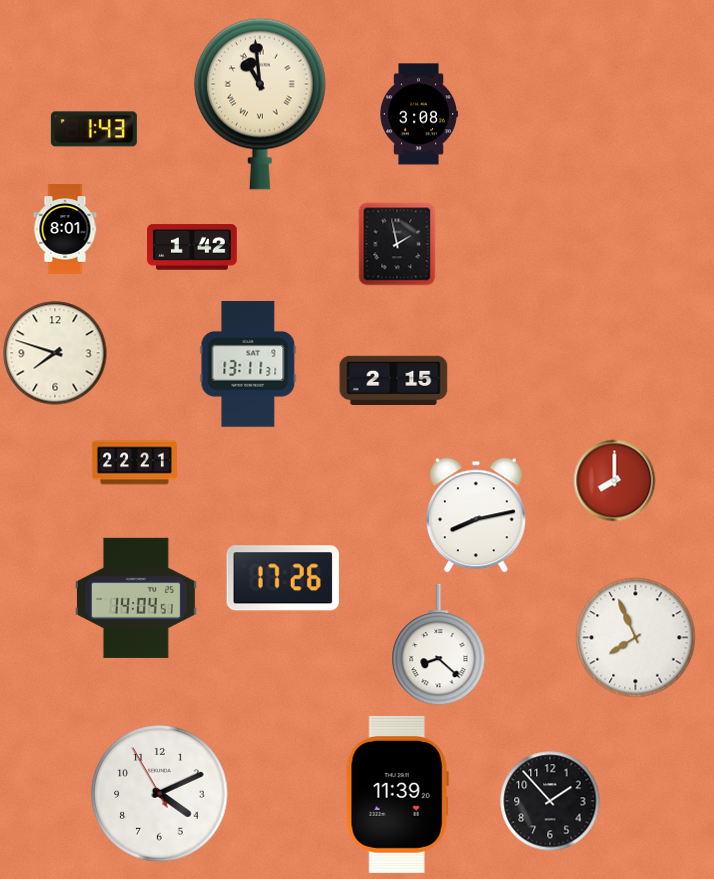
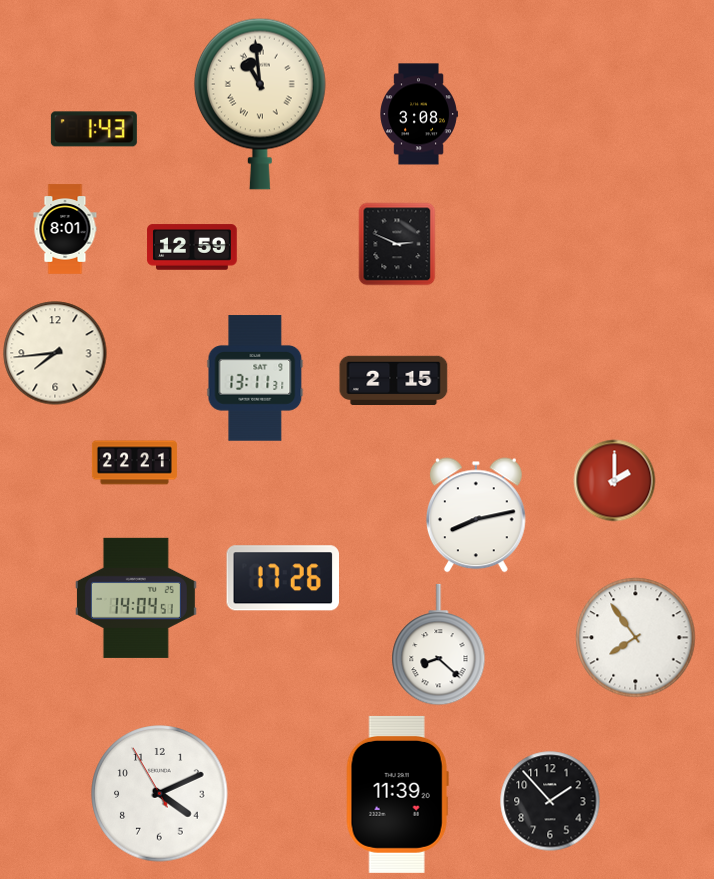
clock at (397, 244): 1:58 -> 2:49
clock at (192, 247): 1:42 -> 12:59
clock at (55, 353): 7:48 -> 7:44
clock at (248, 364) position: (248, 364) -> (255, 378)
clock at (615, 481): 8:00 -> 2:00
clock at (636, 638): 7:56 -> 7:54
